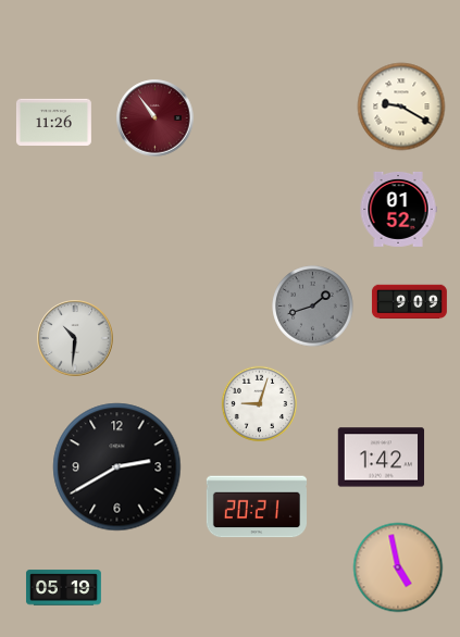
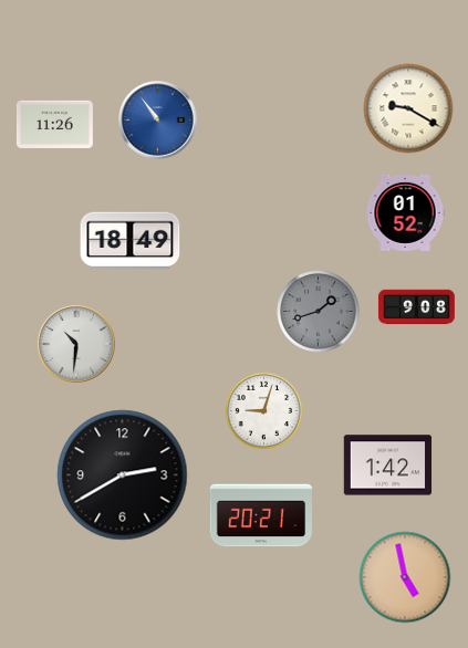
clock at (156, 118) dial: burgundy -> blue
clock at (131, 241): none -> 18:49
clock at (409, 302): 9:09 -> 9:08
clock at (117, 467) position: (117, 467) -> (123, 475)
clock at (63, 588): 05:19 -> none
